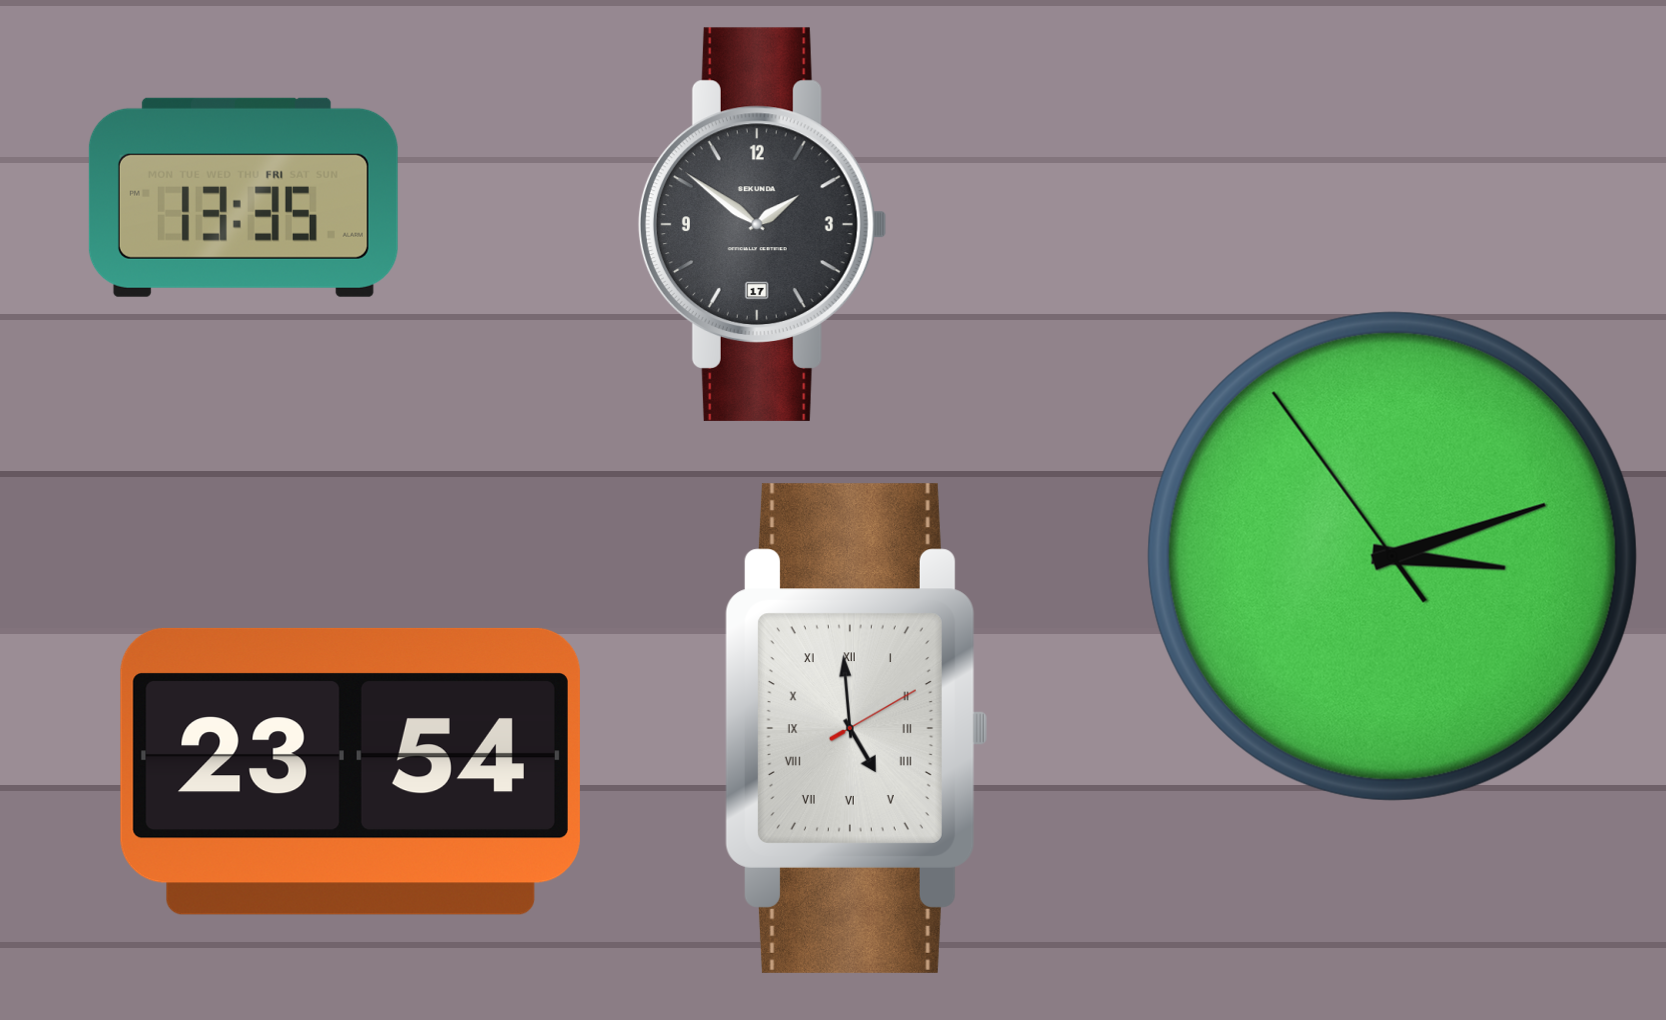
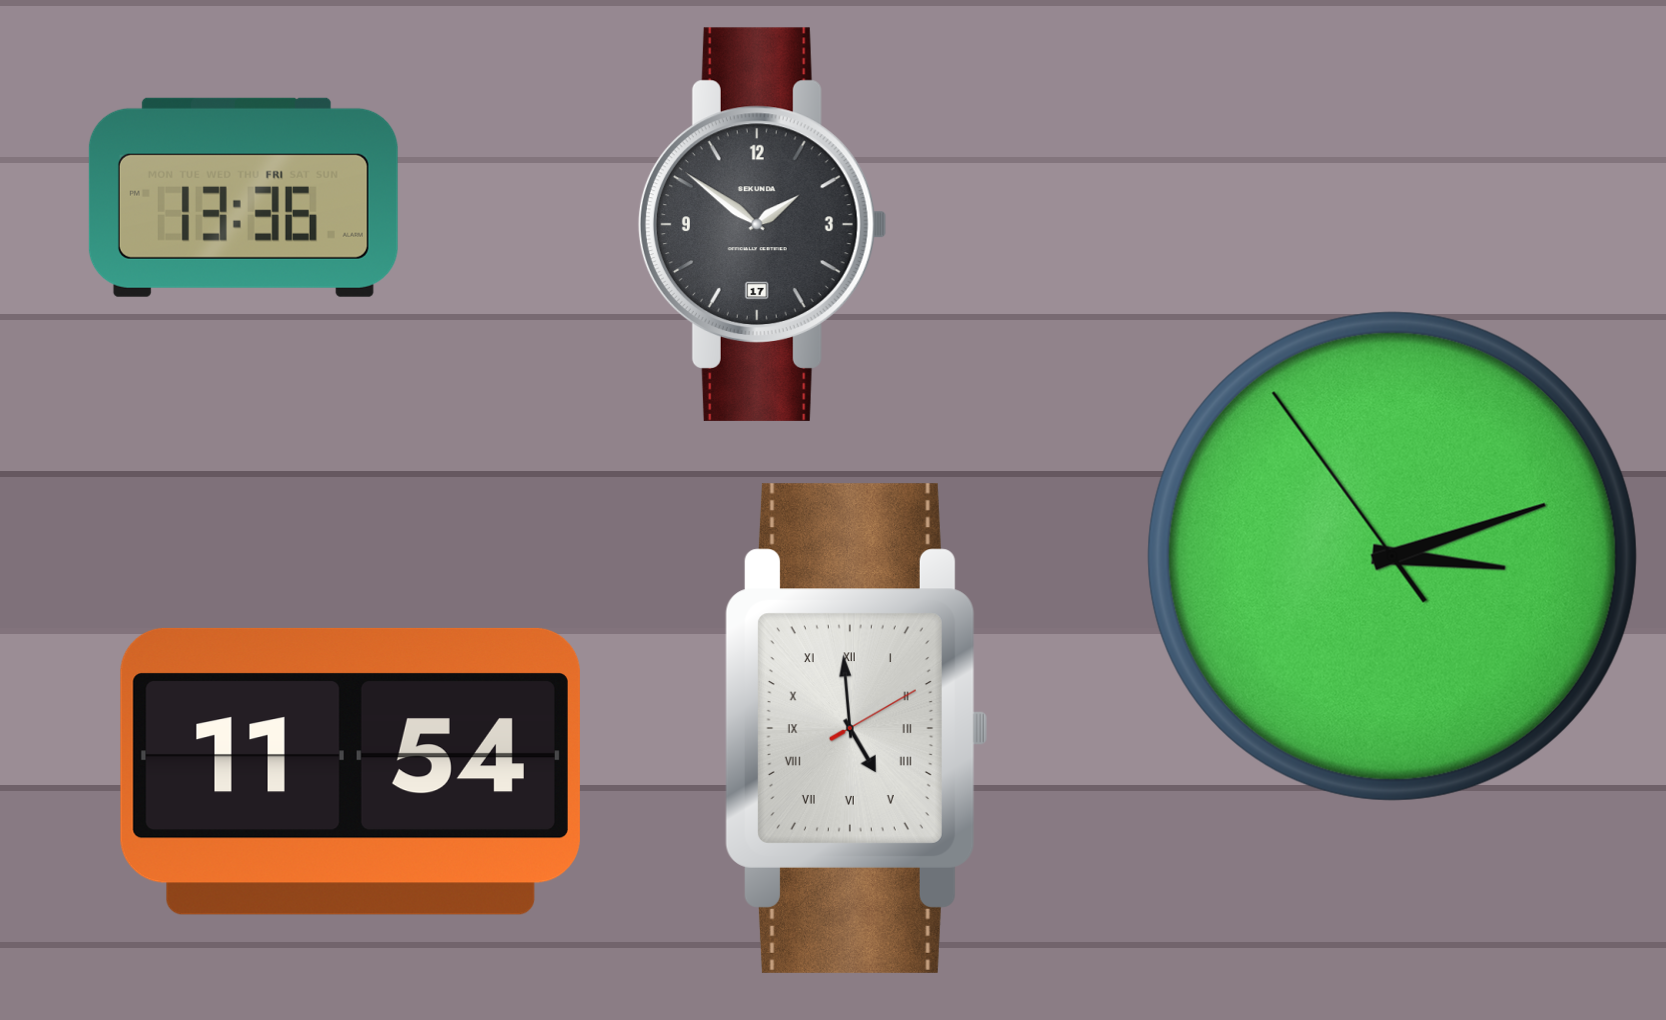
clock at (243, 197): 13:35 -> 13:36
clock at (350, 771): 23:54 -> 11:54
